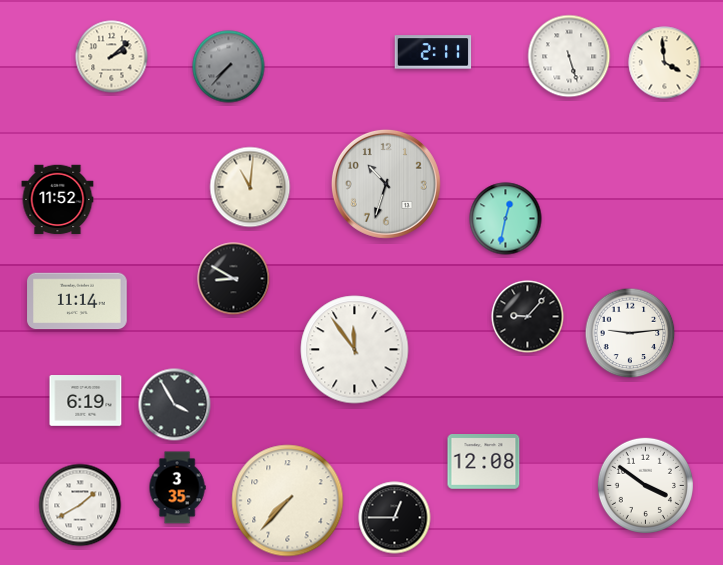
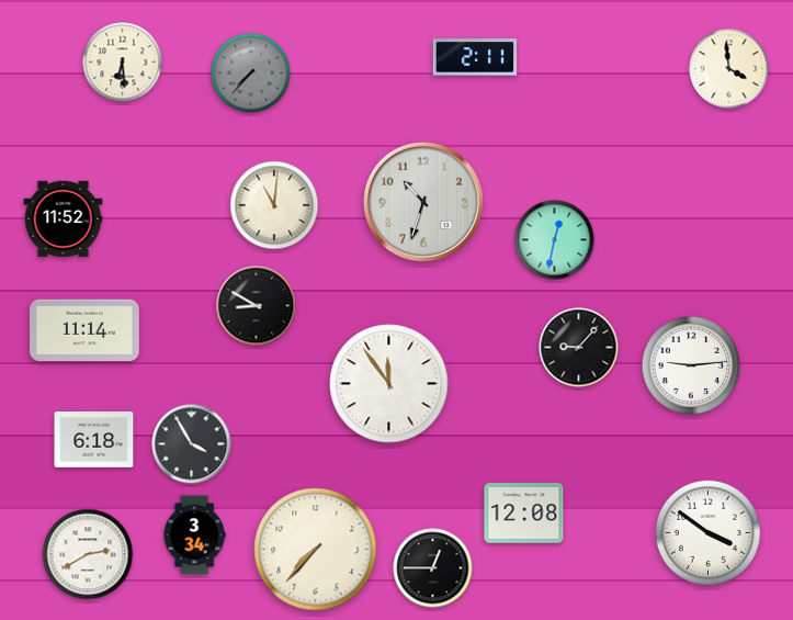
clock at (569, 56): 5:27 -> none
clock at (112, 57): 2:08 -> 6:29
clock at (86, 401): 6:19 -> 6:18
clock at (484, 462) position: (484, 462) -> (524, 514)
clock at (177, 488): 3:35 -> 3:34
clock at (80, 505): 1:40 -> 2:40
